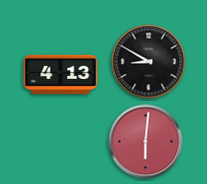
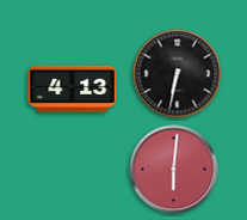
clock at (149, 62): 8:50 -> 6:32
